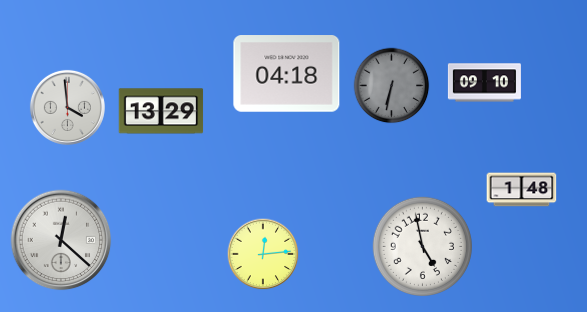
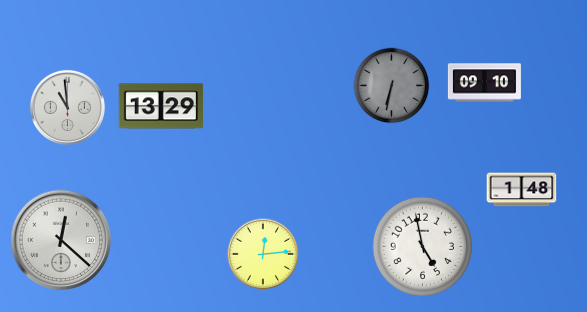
clock at (287, 74): 04:18 -> none
clock at (67, 107): 3:59 -> 10:59
clock at (161, 111) position: (161, 111) -> (161, 106)
